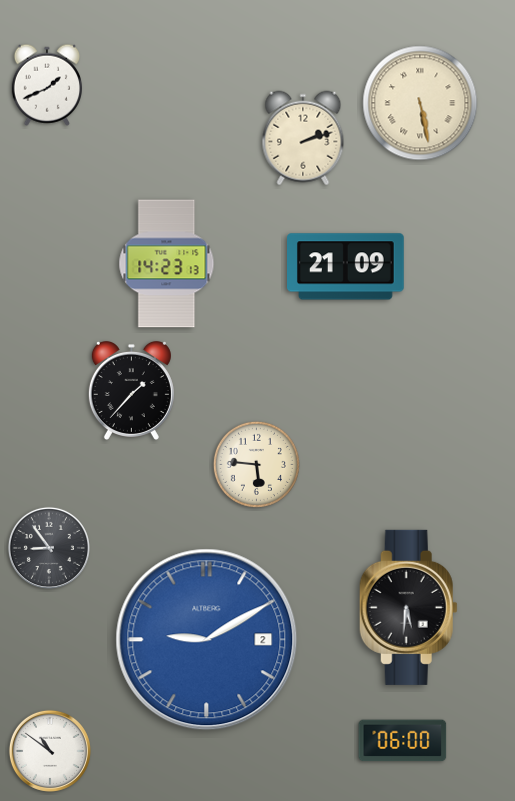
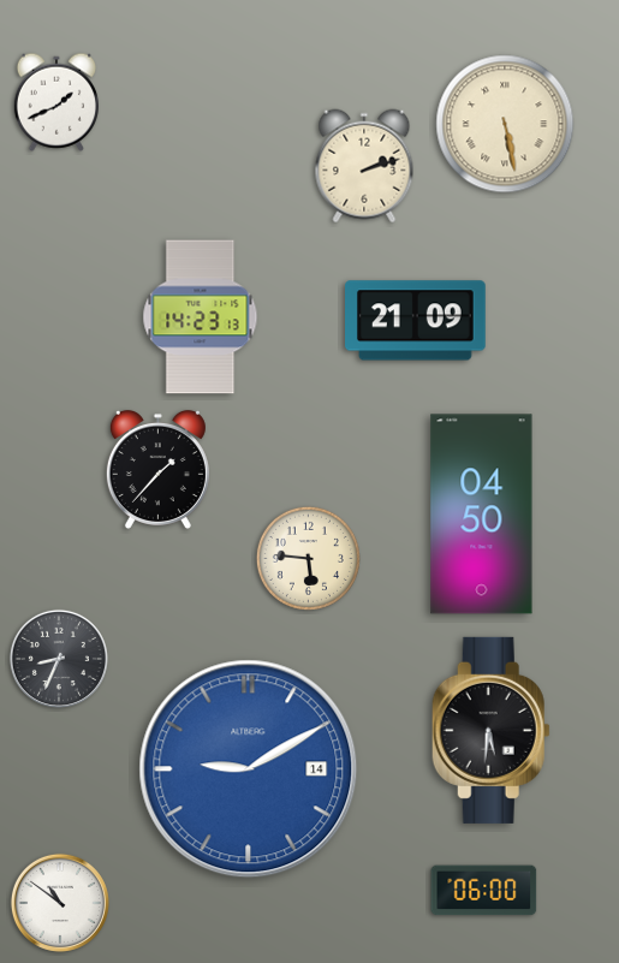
clock at (482, 515): none -> 04:50
clock at (49, 548): 8:54 -> 8:34
clock at (207, 640) date: 2 -> 14
